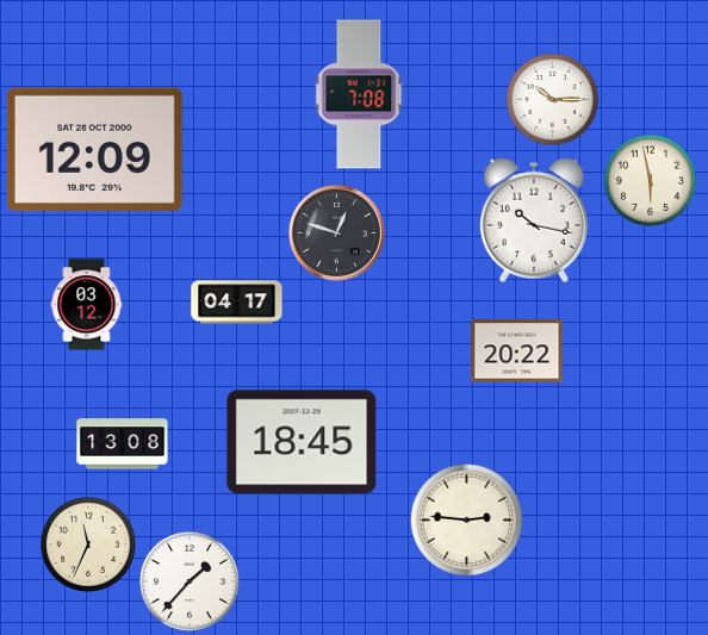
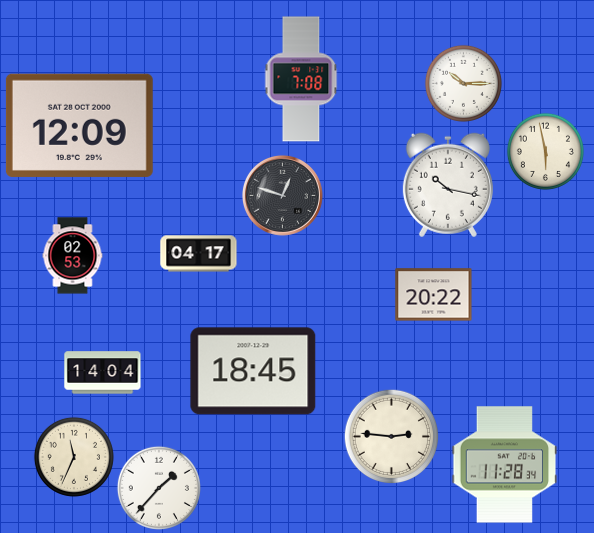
clock at (87, 305): 03:12 -> 02:53
clock at (123, 444): 13:08 -> 14:04
clock at (505, 465): none -> 11:28
